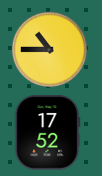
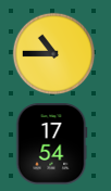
clock at (47, 133): 17:52 -> 17:54
